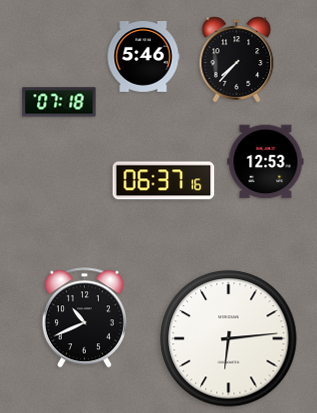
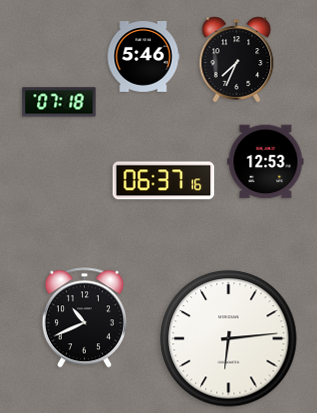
clock at (237, 60): 7:37 -> 7:34
